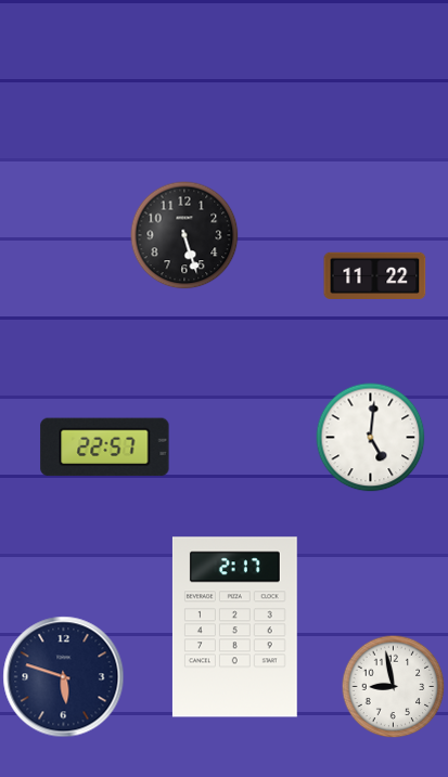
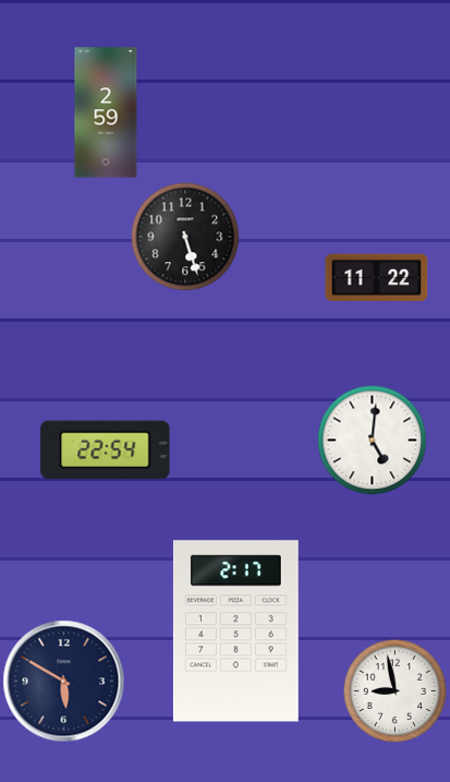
clock at (106, 112): none -> 2:59
clock at (105, 448): 22:57 -> 22:54
clock at (64, 677): 5:48 -> 5:50
